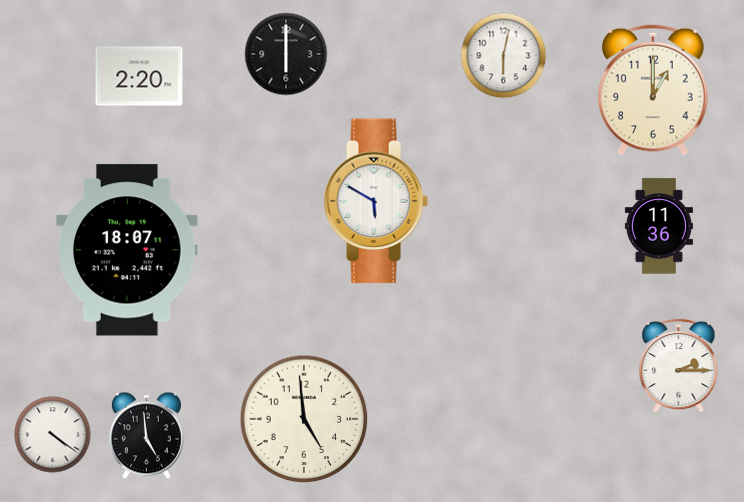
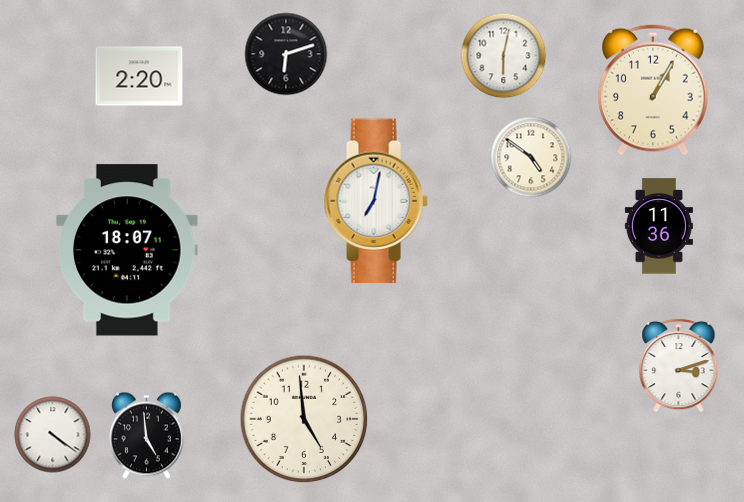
clock at (286, 54): 6:00 -> 6:12
clock at (653, 90): 1:00 -> 1:05
clock at (531, 157): none -> 4:51
clock at (376, 201): 5:50 -> 7:02
clock at (679, 365): 2:15 -> 3:12
